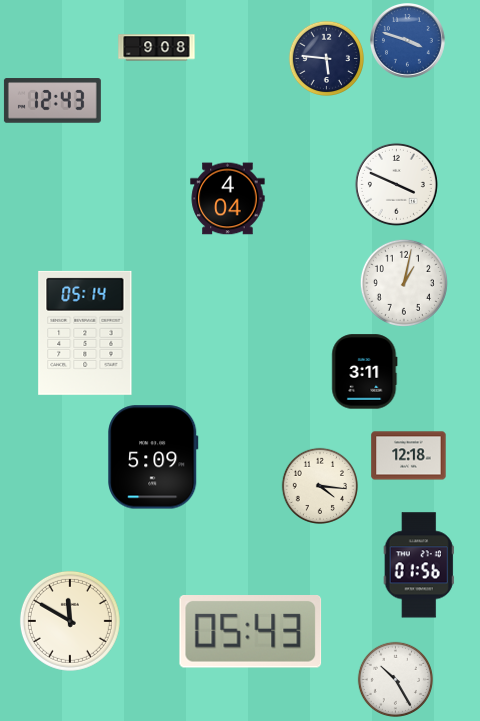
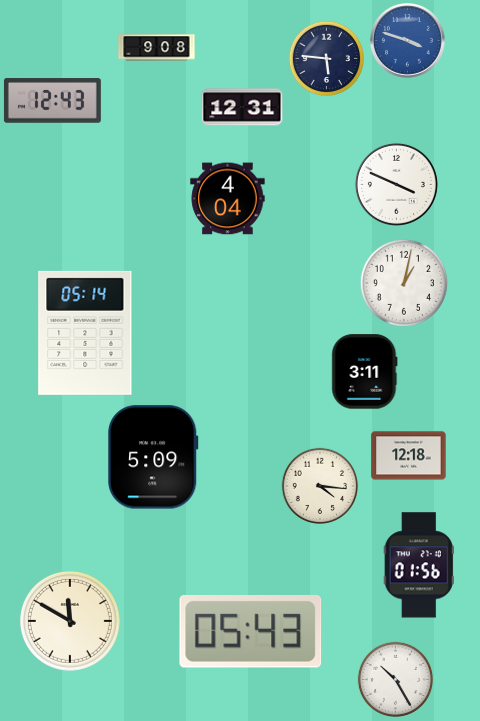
clock at (242, 107): none -> 12:31
